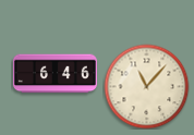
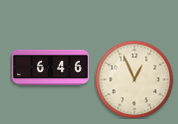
clock at (146, 86): 11:07 -> 12:56
